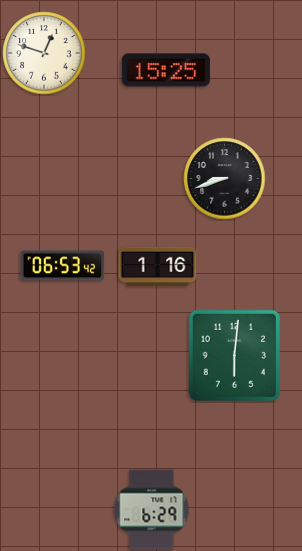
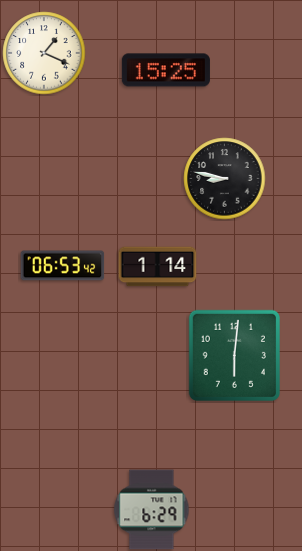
clock at (44, 53): 12:48 -> 1:19
clock at (225, 179): 8:42 -> 8:47
clock at (158, 267): 1:16 -> 1:14
